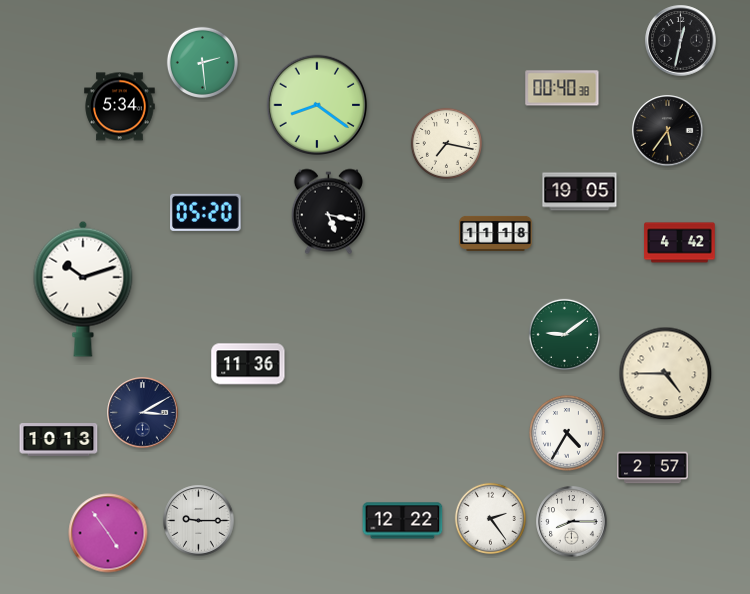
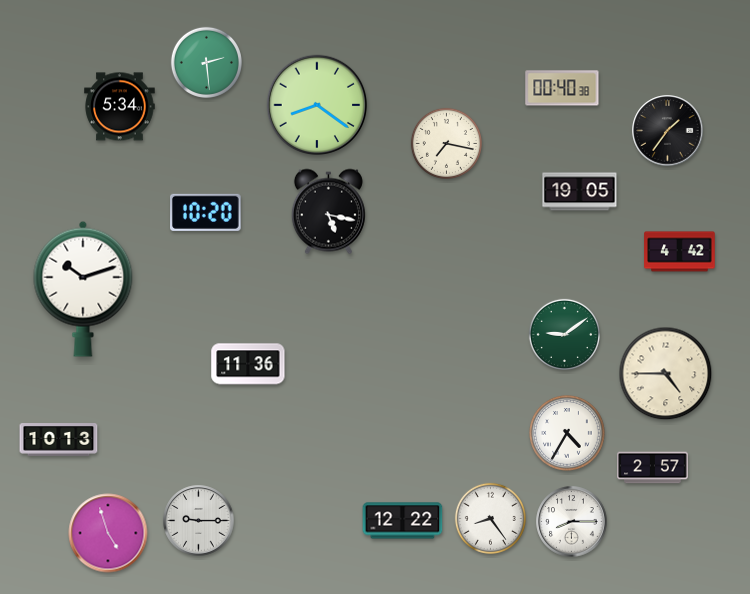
clock at (681, 41): 12:32 -> none
clock at (202, 62) position: (202, 62) -> (206, 62)
clock at (668, 131): 5:36 -> 1:36
clock at (206, 212): 05:20 -> 10:20
clock at (496, 233): 11:18 -> none
clock at (680, 243) position: (680, 243) -> (680, 252)
clock at (143, 413): 3:10 -> none
clock at (490, 518): 2:24 -> 8:24
clock at (108, 533): 4:54 -> 4:57
